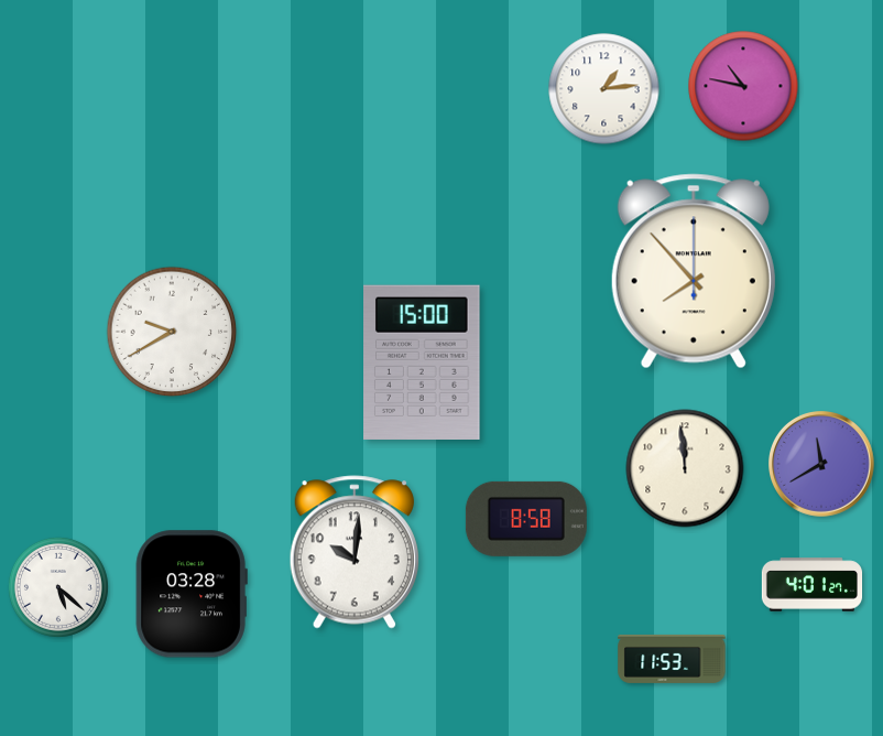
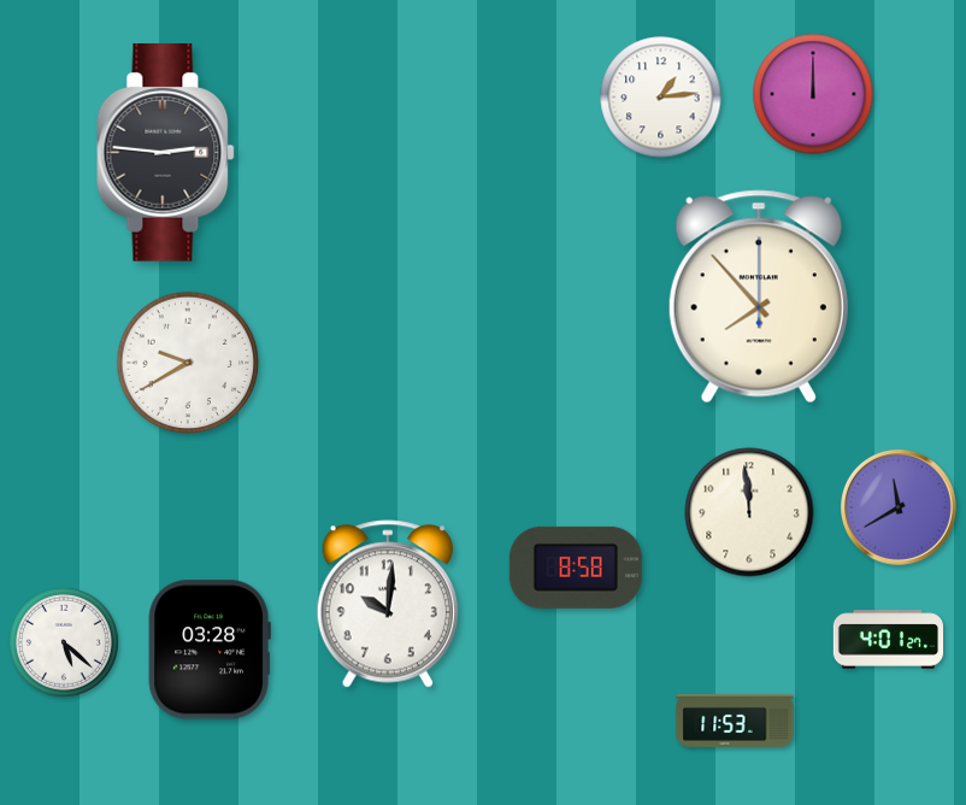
clock at (743, 86): 10:47 -> 12:00
clock at (166, 153): none -> 2:46
clock at (422, 361): 15:00 -> none
